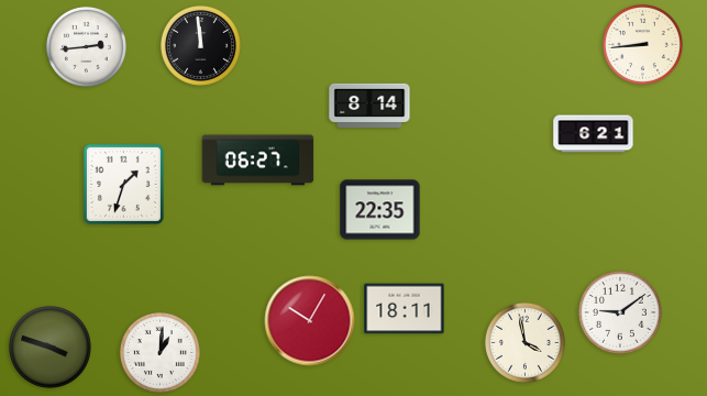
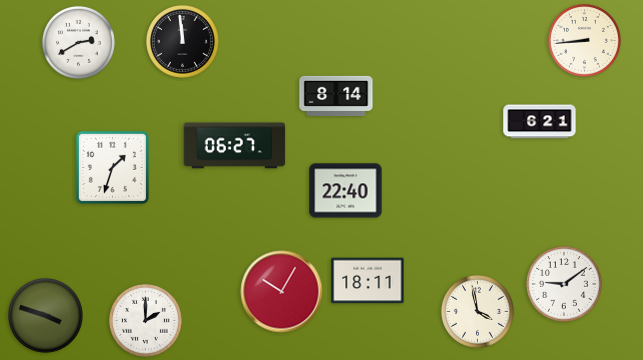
clock at (86, 46): 2:44 -> 2:40
clock at (380, 210): 22:35 -> 22:40
clock at (159, 352): 1:01 -> 2:00
